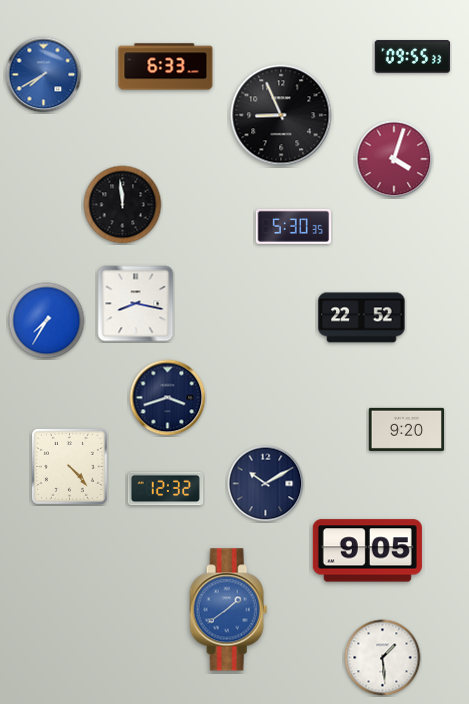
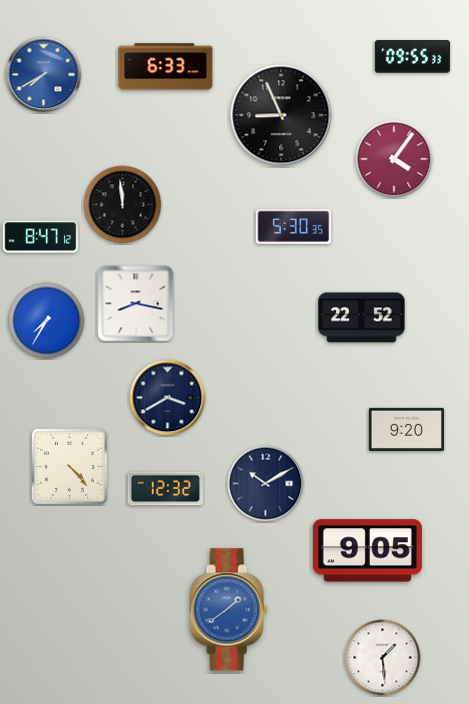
clock at (394, 159): 4:03 -> 4:06
clock at (41, 237): none -> 8:47
clock at (168, 398): 3:42 -> 3:40
